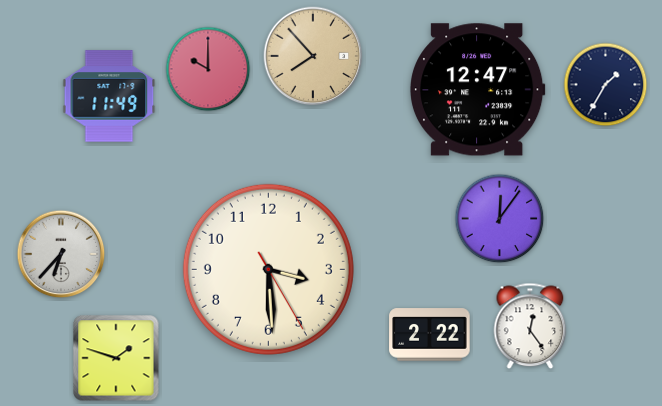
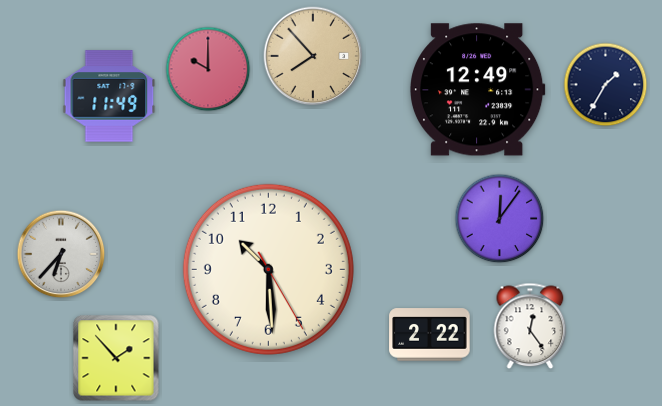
clock at (477, 90): 12:47 -> 12:49
clock at (268, 269): 3:29 -> 10:29
clock at (116, 358): 1:48 -> 1:53
